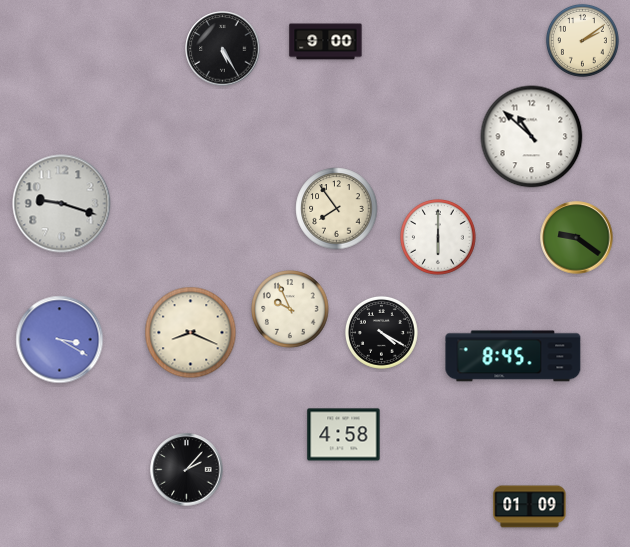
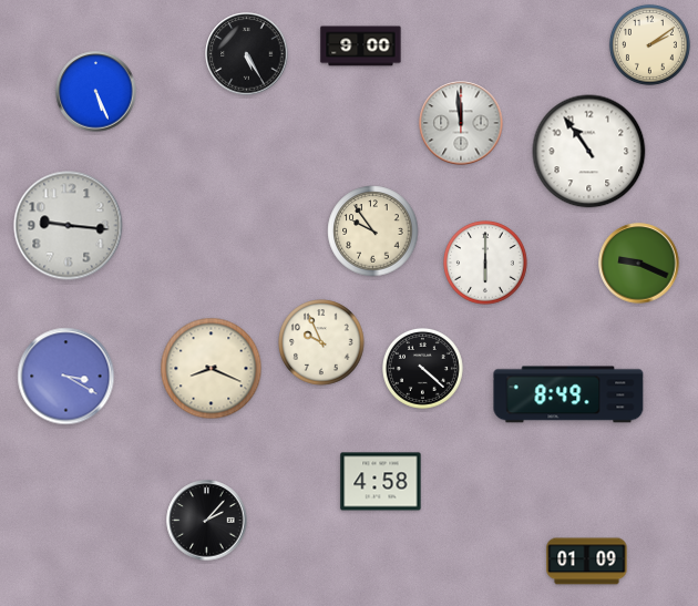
clock at (582, 40) position: (582, 40) -> (649, 44)
clock at (96, 92): none -> 5:26
clock at (461, 123): none -> 11:59
clock at (532, 137): 10:52 -> 10:54
clock at (62, 204): 9:18 -> 9:16
clock at (337, 209): 7:54 -> 9:54
clock at (577, 238): 9:21 -> 9:19
clock at (381, 332): 4:20 -> 4:22
clock at (513, 356): 8:45 -> 8:49
